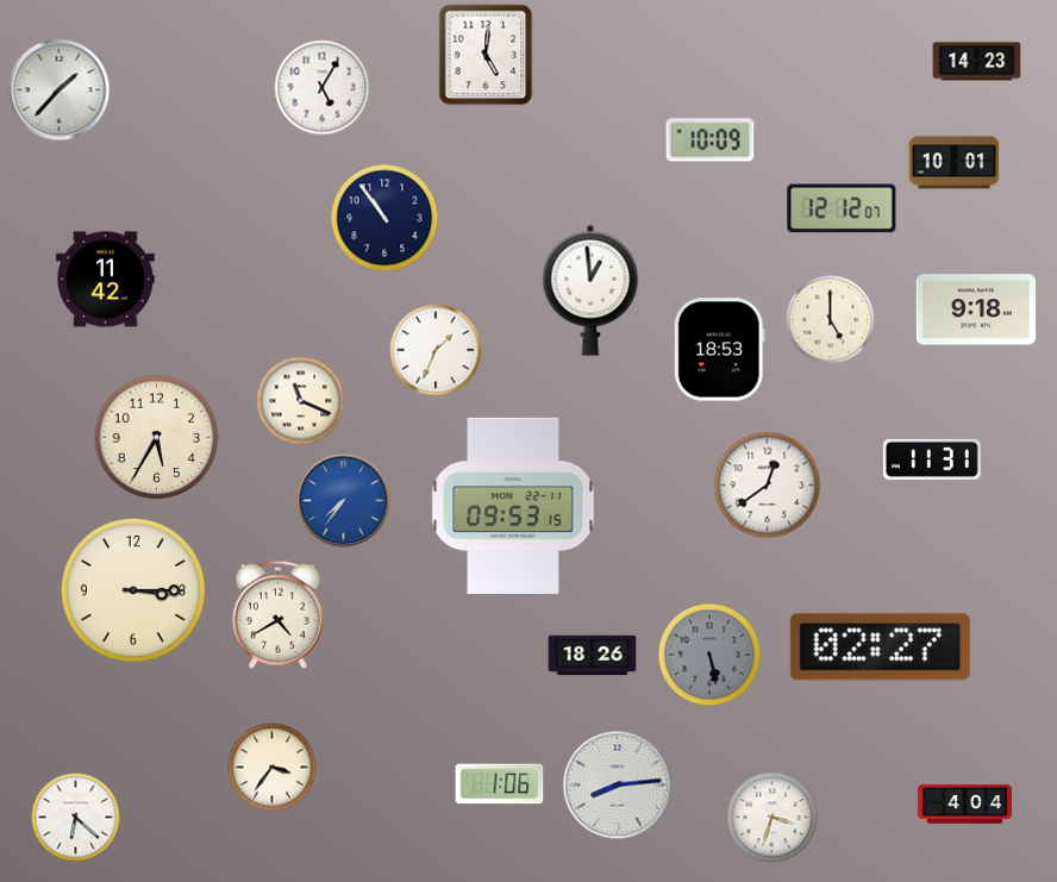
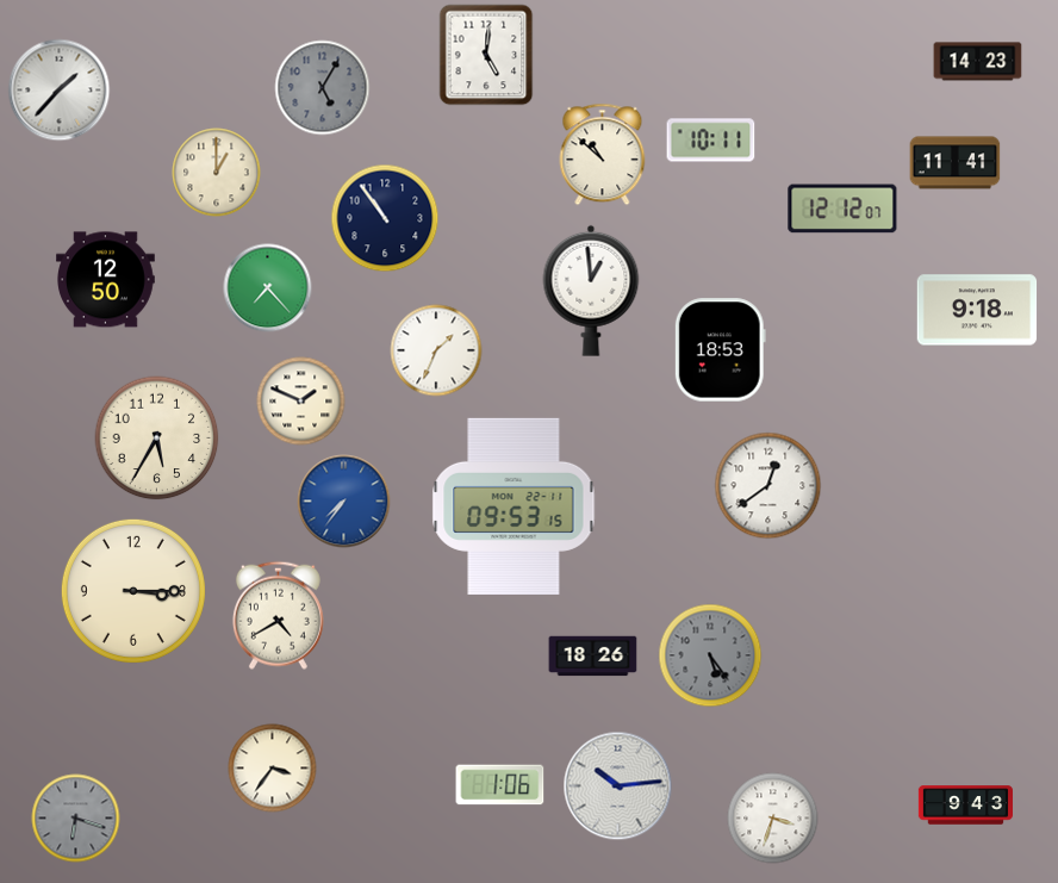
clock at (323, 88) dial: white -> grey
clock at (711, 140): 10:09 -> 10:11
clock at (603, 155): none -> 10:52
clock at (955, 163): 10:01 -> 11:41
clock at (217, 173): none -> 1:00
clock at (106, 280): 11:42 -> 12:50
clock at (268, 288): none -> 7:23
clock at (831, 320): 5:00 -> none
clock at (301, 401): 11:19 -> 1:49
clock at (932, 459): 11:31 -> none
clock at (880, 648): 02:27 -> none
clock at (709, 655): 5:28 -> 5:24
clock at (618, 786): 8:14 -> 10:14
clock at (964, 805): 4:04 -> 9:43
clock at (76, 818): 6:22 -> 6:18
clock at (76, 818) dial: white -> grey
